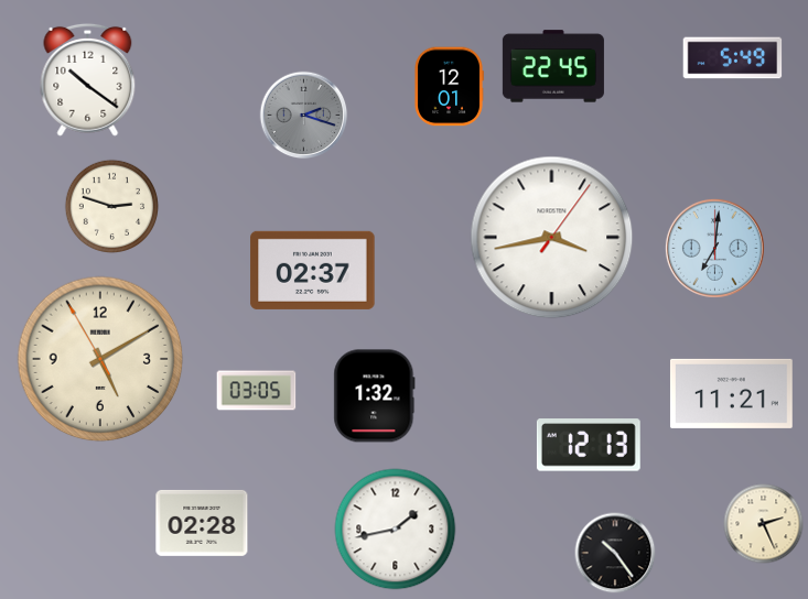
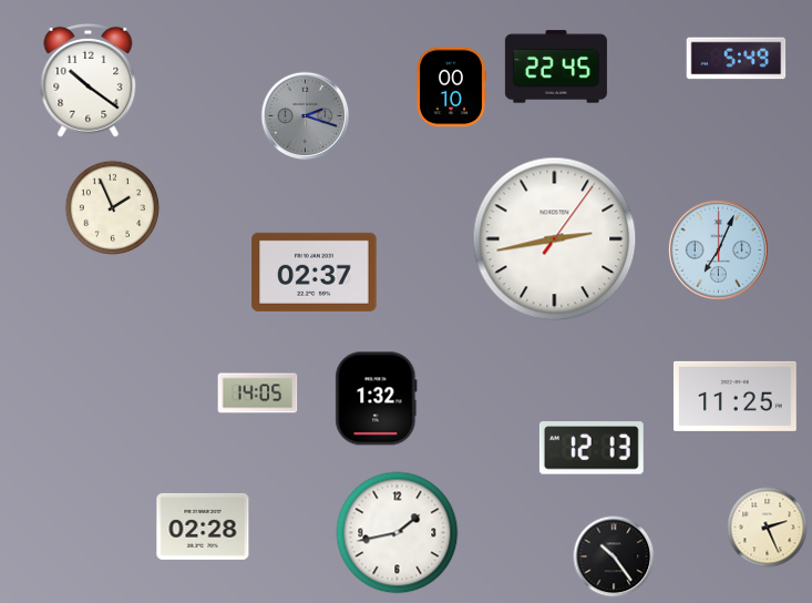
clock at (449, 87): 12:01 -> 00:10
clock at (112, 207): 2:48 -> 1:56
clock at (552, 238): 3:43 -> 2:43
clock at (714, 248): 7:01 -> 7:04
clock at (100, 359): 5:09 -> none
clock at (257, 391): 03:05 -> 14:05
clock at (732, 393): 11:21 -> 11:25
clock at (615, 553) position: (615, 553) -> (614, 556)
